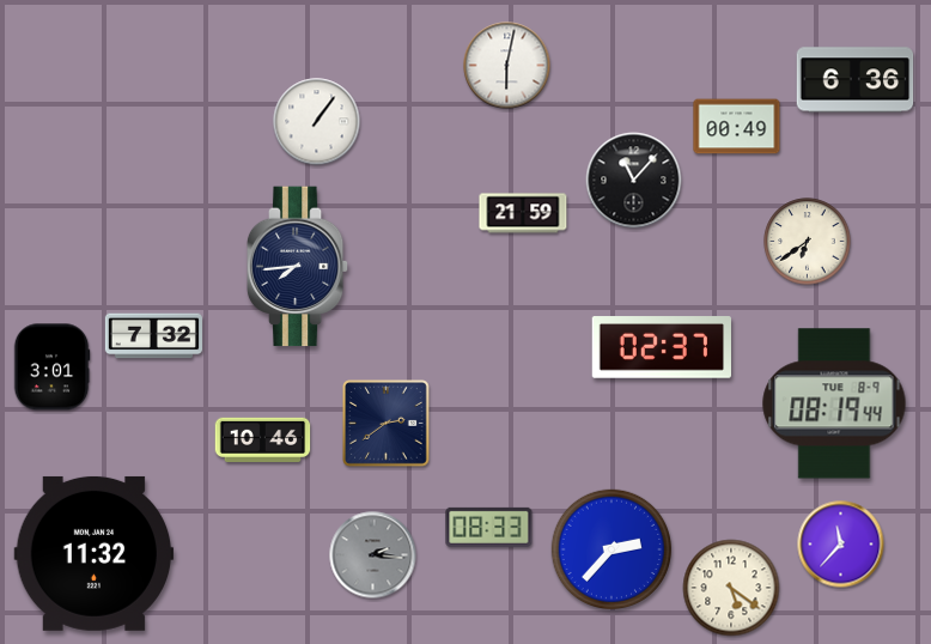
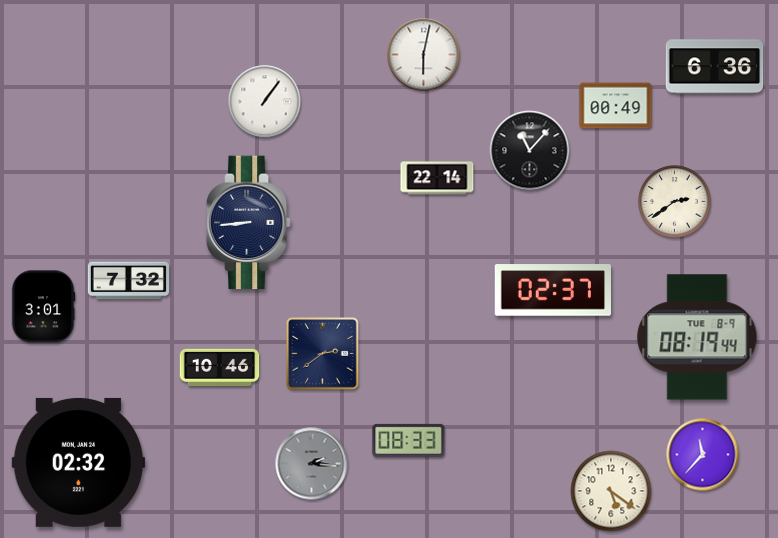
clock at (523, 213): 21:59 -> 22:14
clock at (808, 242): 6:39 -> 2:39
clock at (298, 267): 7:44 -> 8:44
clock at (611, 549): 2:37 -> none
clock at (95, 553): 11:32 -> 02:32
